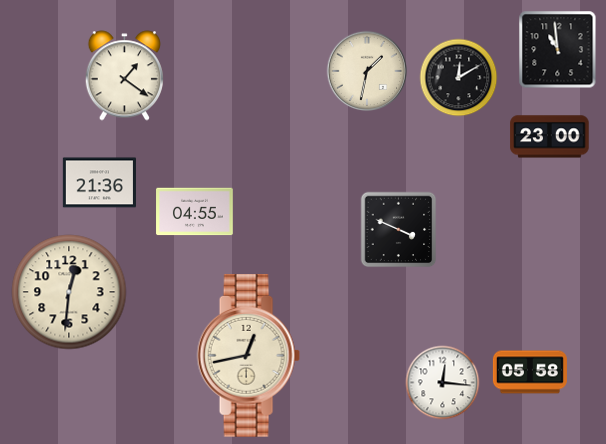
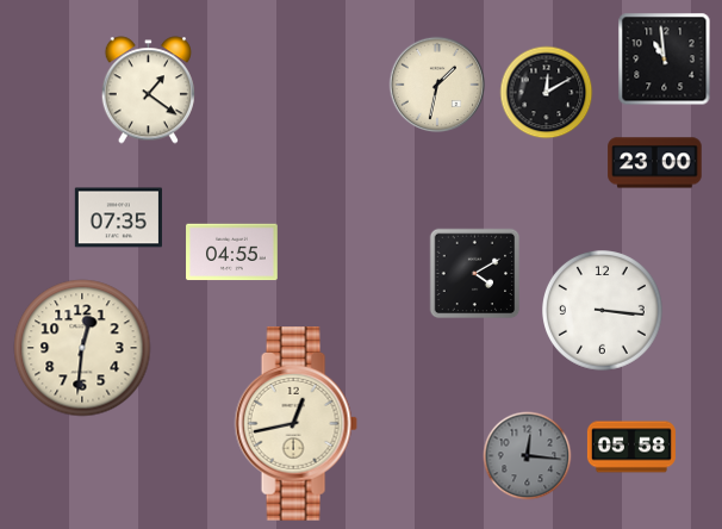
clock at (99, 183): 21:36 -> 07:35
clock at (399, 230): 3:49 -> 4:10
clock at (603, 311): none -> 3:16
clock at (530, 372) position: (530, 372) -> (631, 447)
clock at (443, 383) dial: white -> grey
